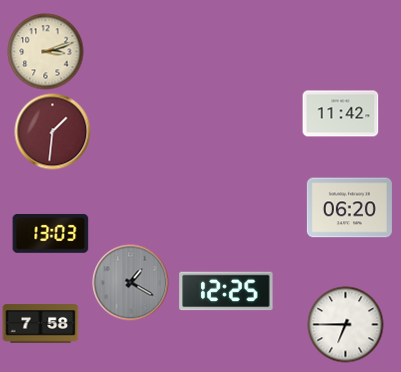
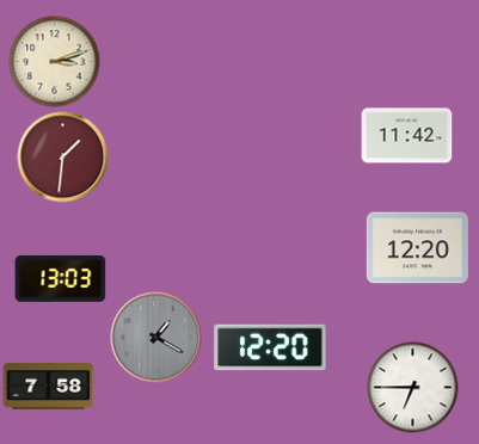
clock at (349, 208): 06:20 -> 12:20
clock at (226, 291): 12:25 -> 12:20
